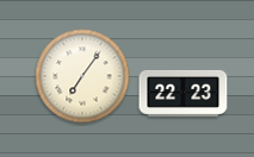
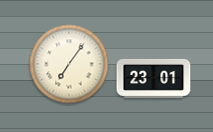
clock at (184, 93): 22:23 -> 23:01
